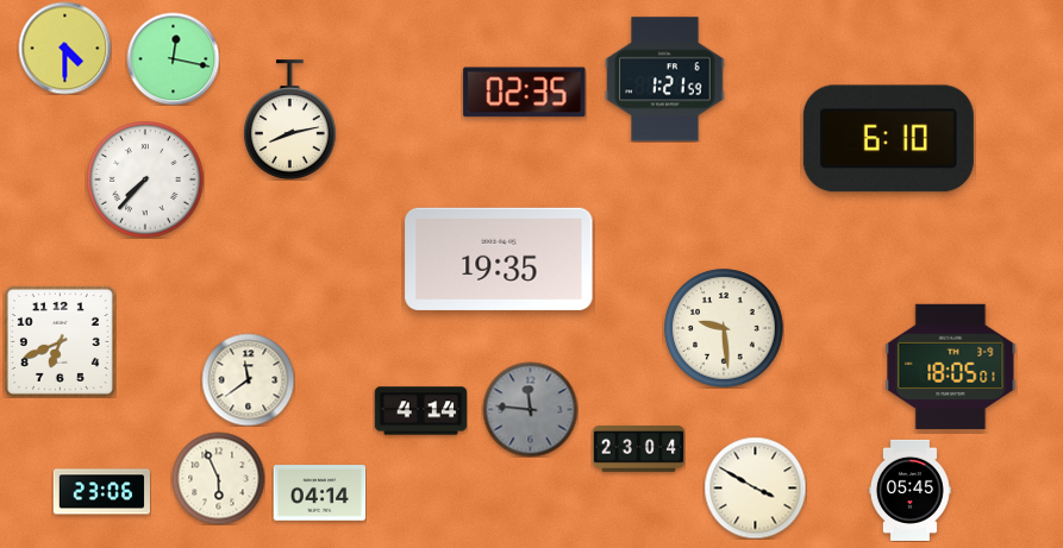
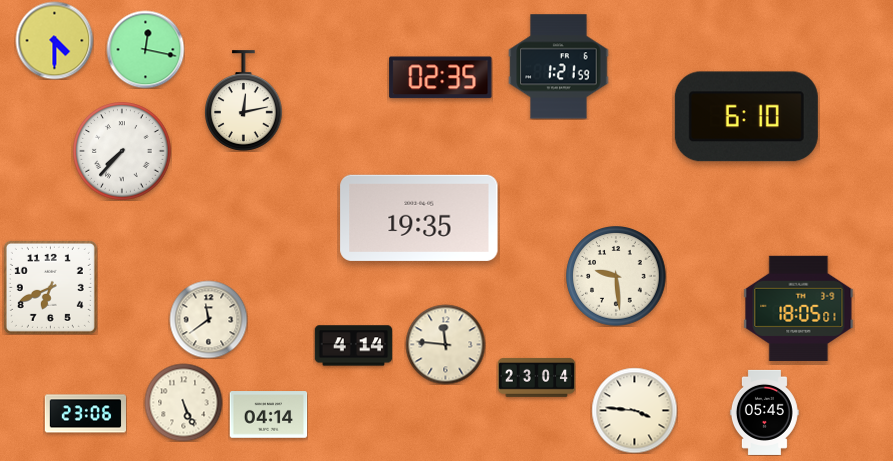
clock at (290, 120): 8:13 -> 12:13
clock at (724, 328) position: (724, 328) -> (616, 276)
clock at (530, 409) dial: grey -> cream
clock at (218, 478): 5:56 -> 5:26
clock at (755, 487): 3:50 -> 3:46
